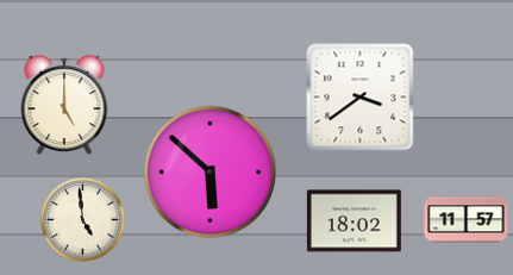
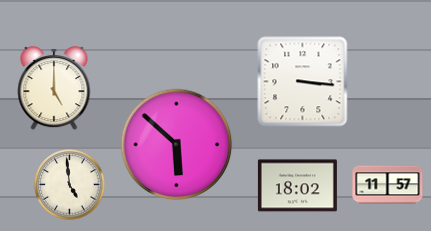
clock at (361, 98): 3:39 -> 3:16
clock at (467, 220) position: (467, 220) -> (388, 185)
